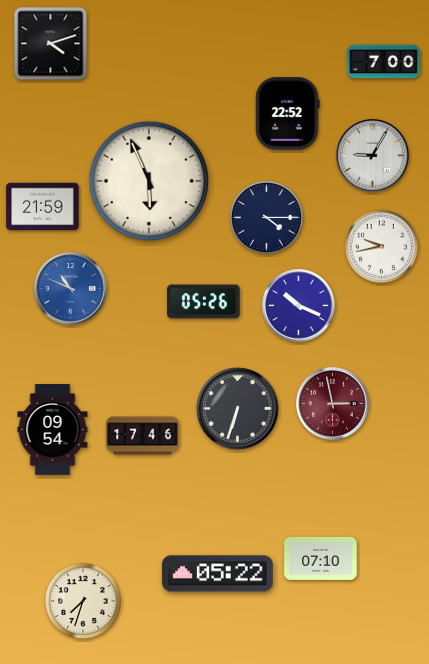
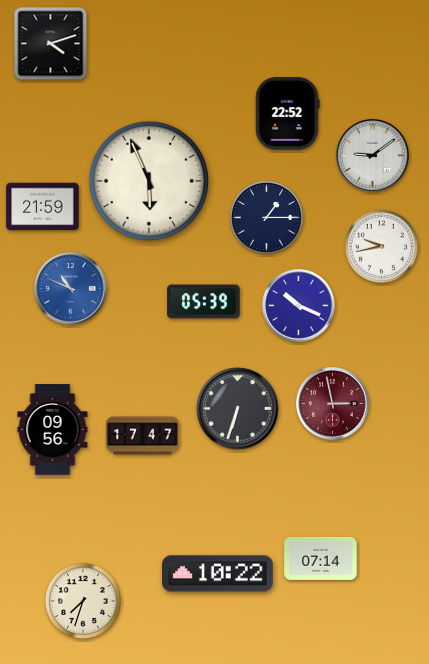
clock at (384, 62): 7:00 -> none
clock at (373, 156): 9:05 -> 9:09
clock at (266, 217): 4:15 -> 1:15
clock at (204, 302): 05:26 -> 05:39
clock at (53, 430): 09:54 -> 09:56
clock at (143, 436): 17:46 -> 17:47
clock at (321, 558): 07:10 -> 07:14
clock at (218, 574): 05:22 -> 10:22
